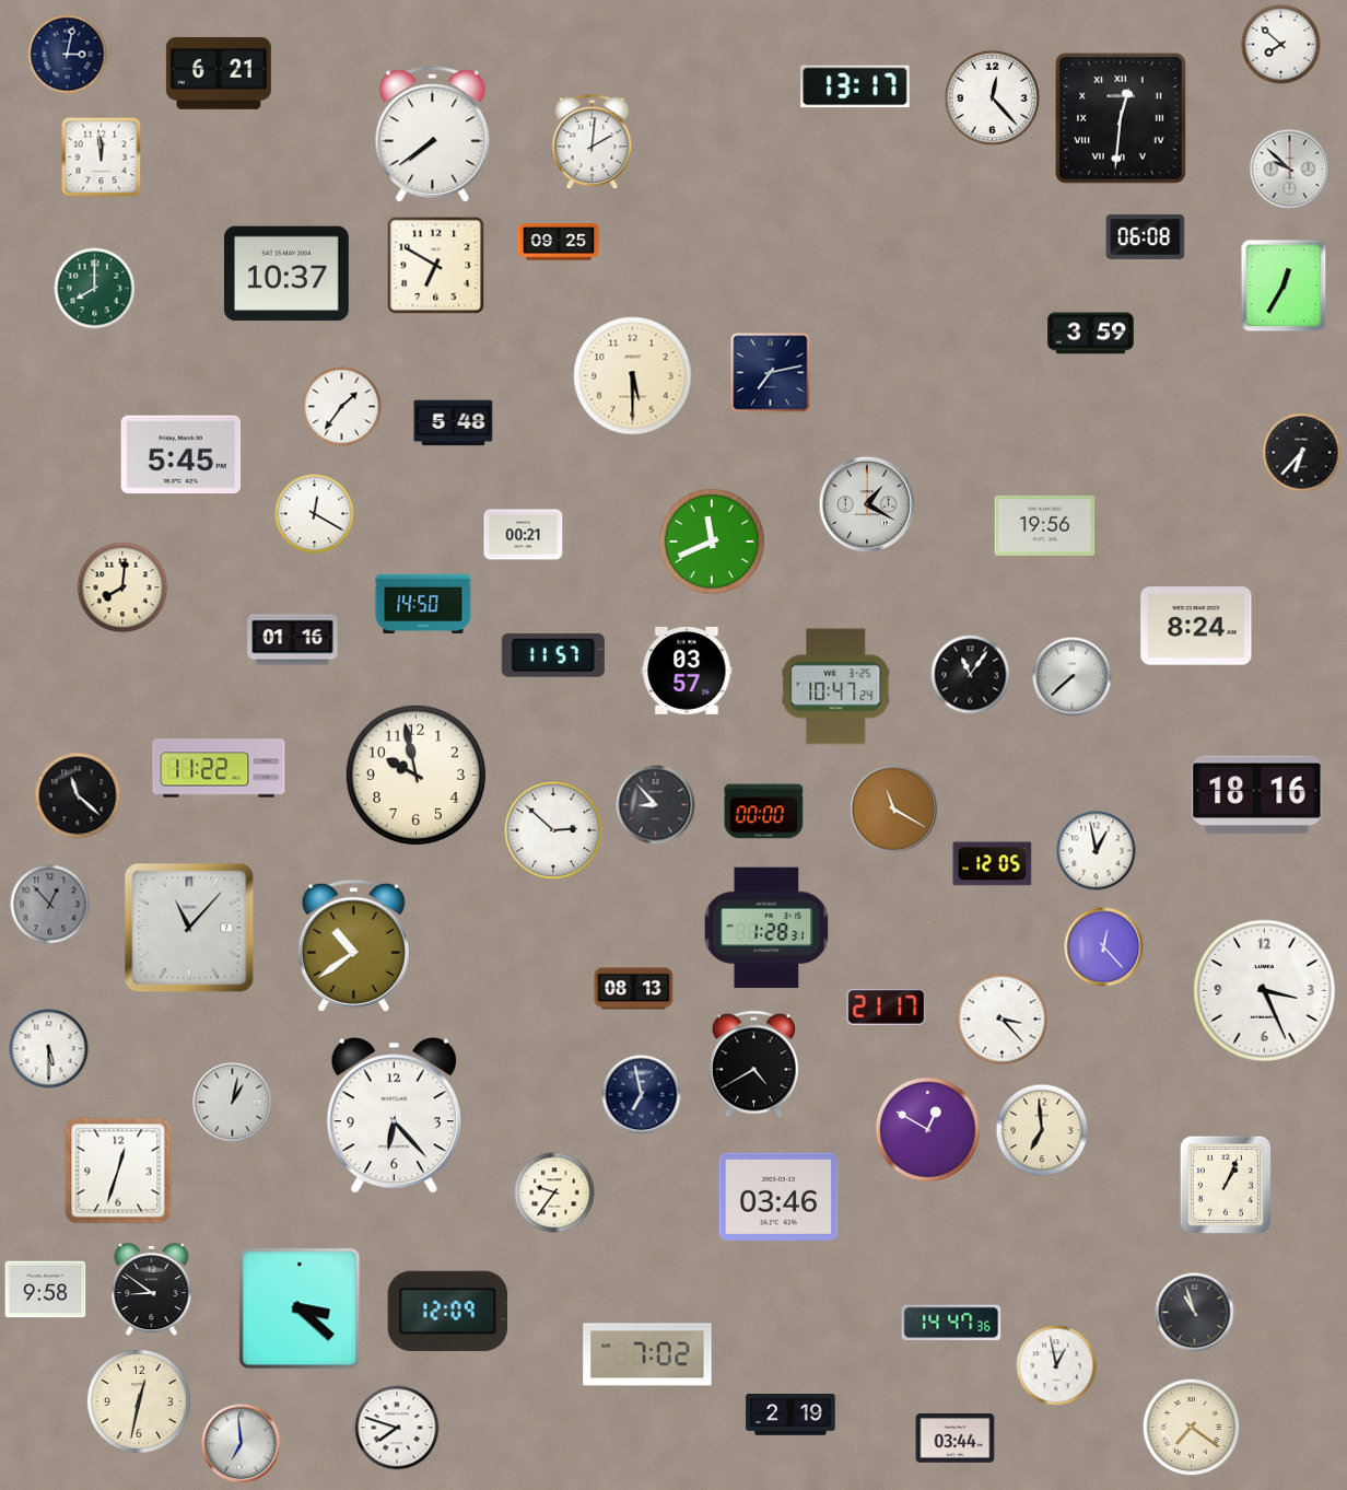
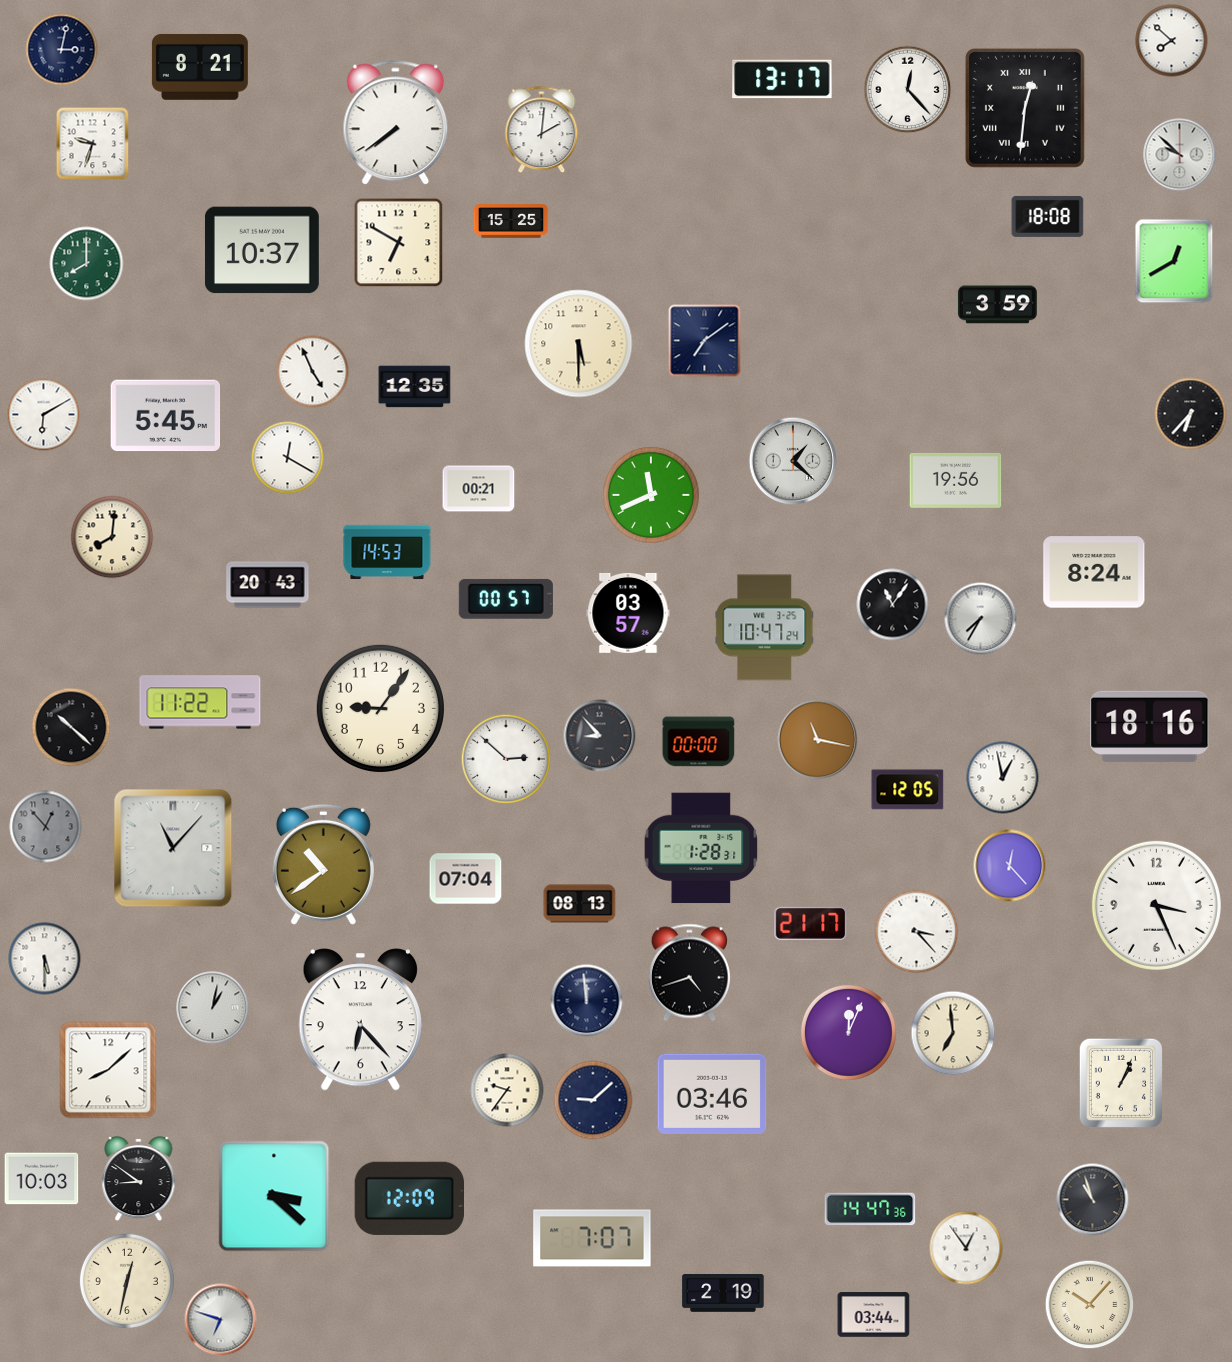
clock at (219, 73): 6:21 -> 8:21
clock at (102, 158): 11:59 -> 9:33
clock at (1146, 236): 06:08 -> 18:08
clock at (559, 242): 09:25 -> 15:25
clock at (1284, 286): 12:35 -> 12:40
clock at (771, 373): 7:13 -> 7:09
clock at (342, 407): 1:36 -> 4:56
clock at (454, 423): 5:48 -> 12:35
clock at (44, 415): none -> 6:10
clock at (867, 504): 1:20 -> 1:22
clock at (315, 514) position: (315, 514) -> (288, 458)
clock at (423, 604): 14:50 -> 14:53
clock at (293, 640): 01:16 -> 20:43
clock at (553, 655): 11:57 -> 00:57
clock at (971, 675) position: (971, 675) -> (893, 605)
clock at (1073, 677): 7:38 -> 7:35
clock at (415, 775): 9:58 -> 9:06
clock at (78, 795): 11:22 -> 10:22
clock at (894, 810): 11:20 -> 11:17
clock at (466, 879): none -> 07:04
clock at (887, 1006) position: (887, 1006) -> (811, 923)
clock at (753, 1064): 4:40 -> 4:42
clock at (642, 1095): 6:58 -> 11:59
clock at (927, 1129): 12:50 -> 12:04
clock at (118, 1171): 12:33 -> 8:08
clock at (593, 1100): none -> 9:08
clock at (46, 1290): 9:58 -> 10:03
clock at (647, 1354): 7:02 -> 7:07
clock at (1056, 1365): 12:58 -> 12:54
clock at (397, 1428): 7:48 -> none
clock at (1192, 1428): 7:21 -> 10:07
clock at (242, 1444): 6:59 -> 6:48
